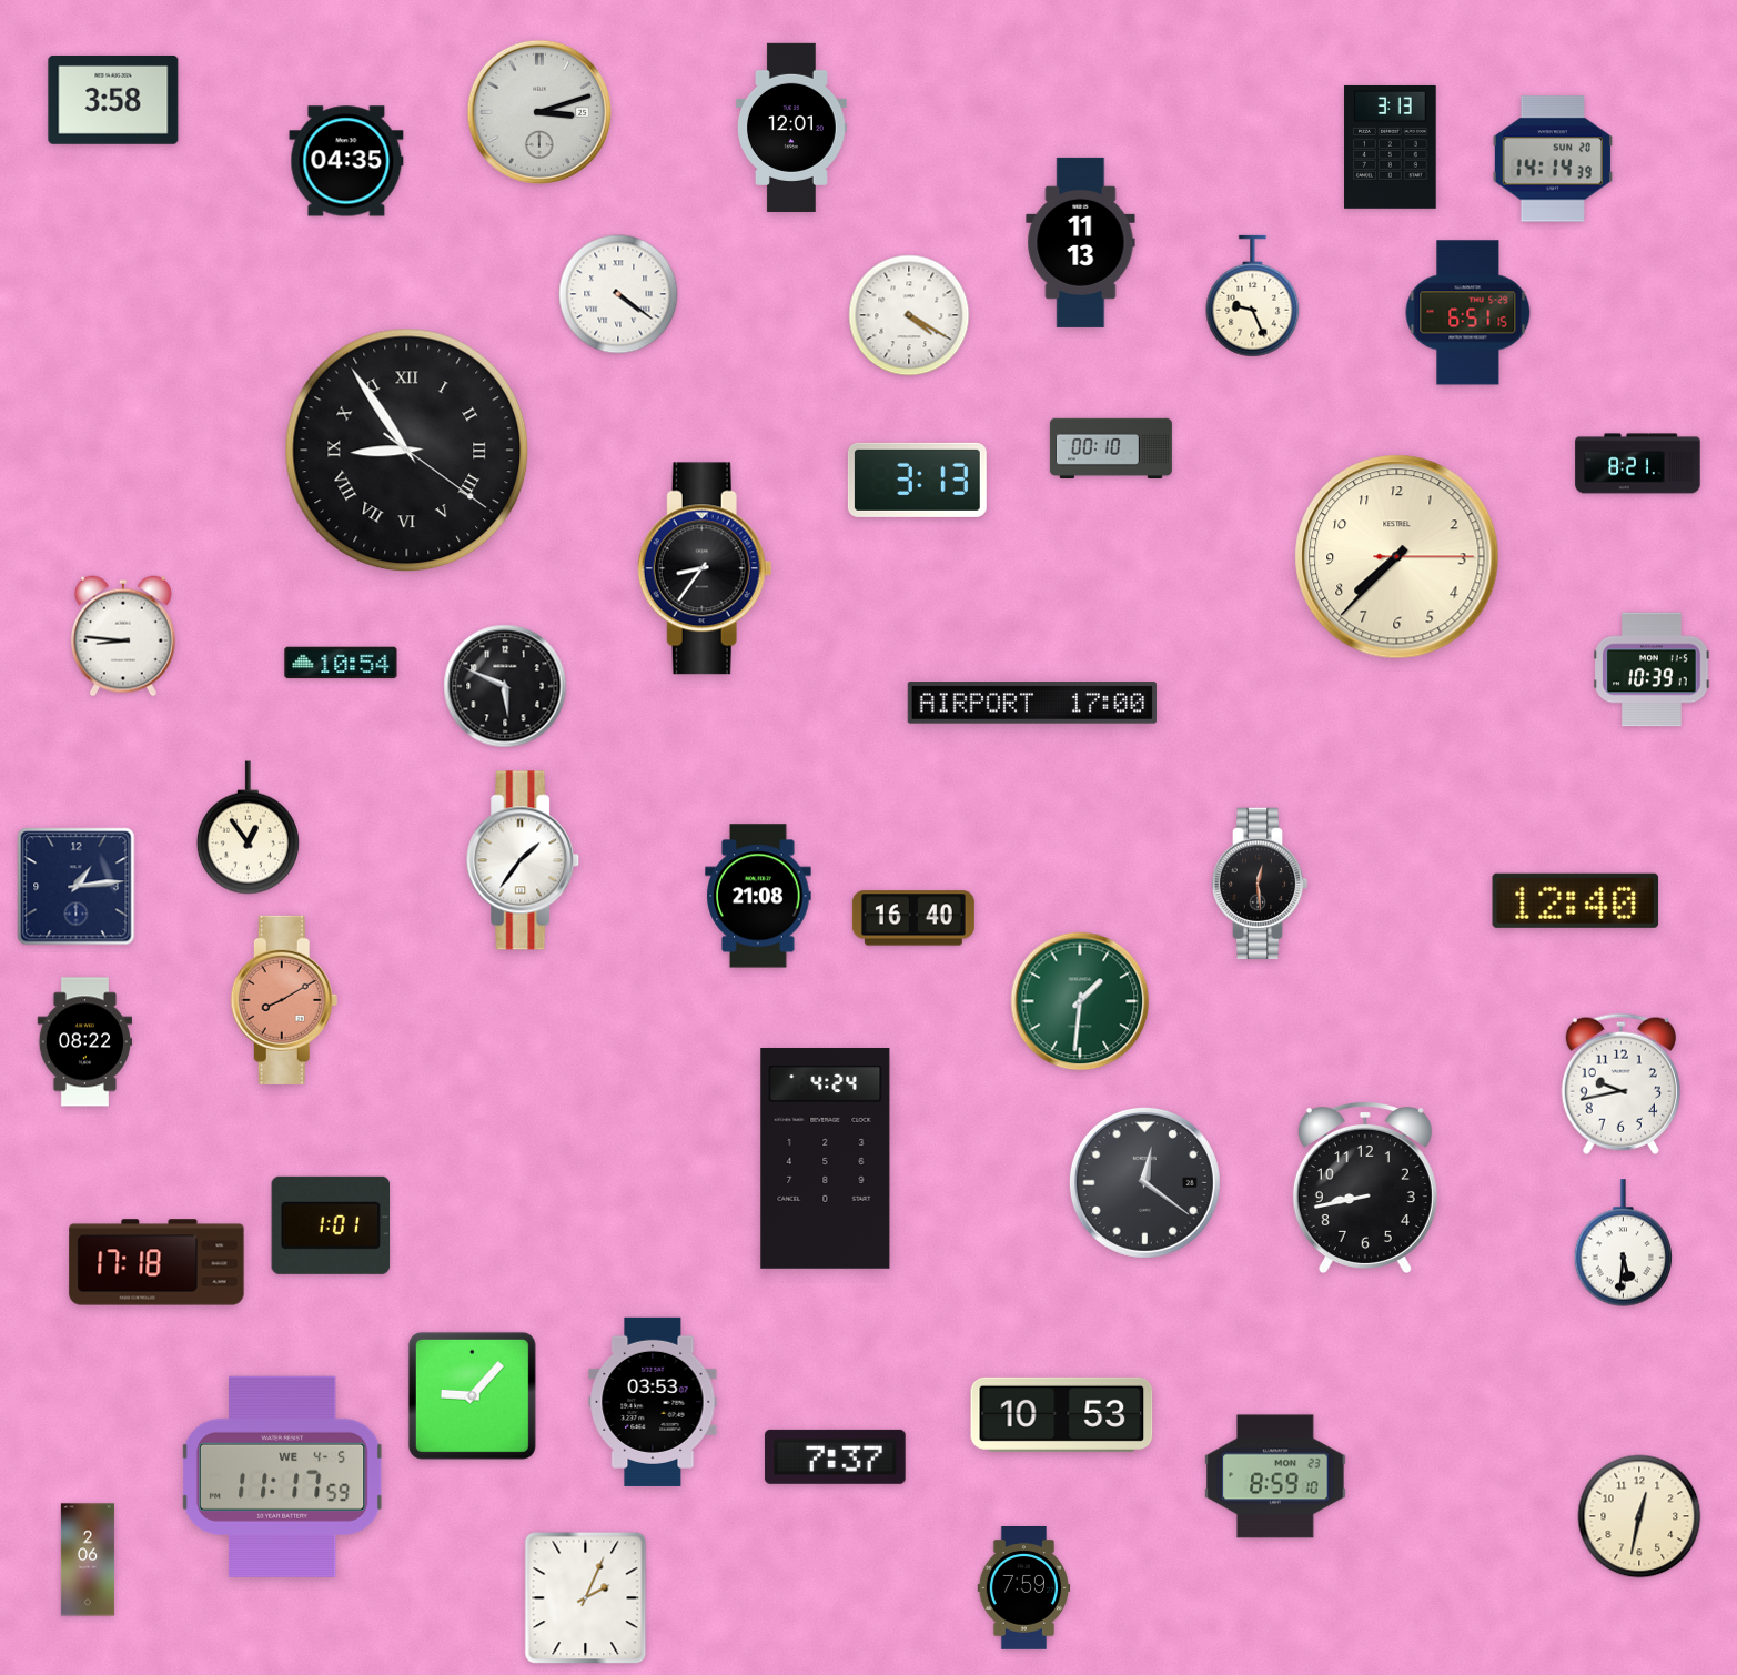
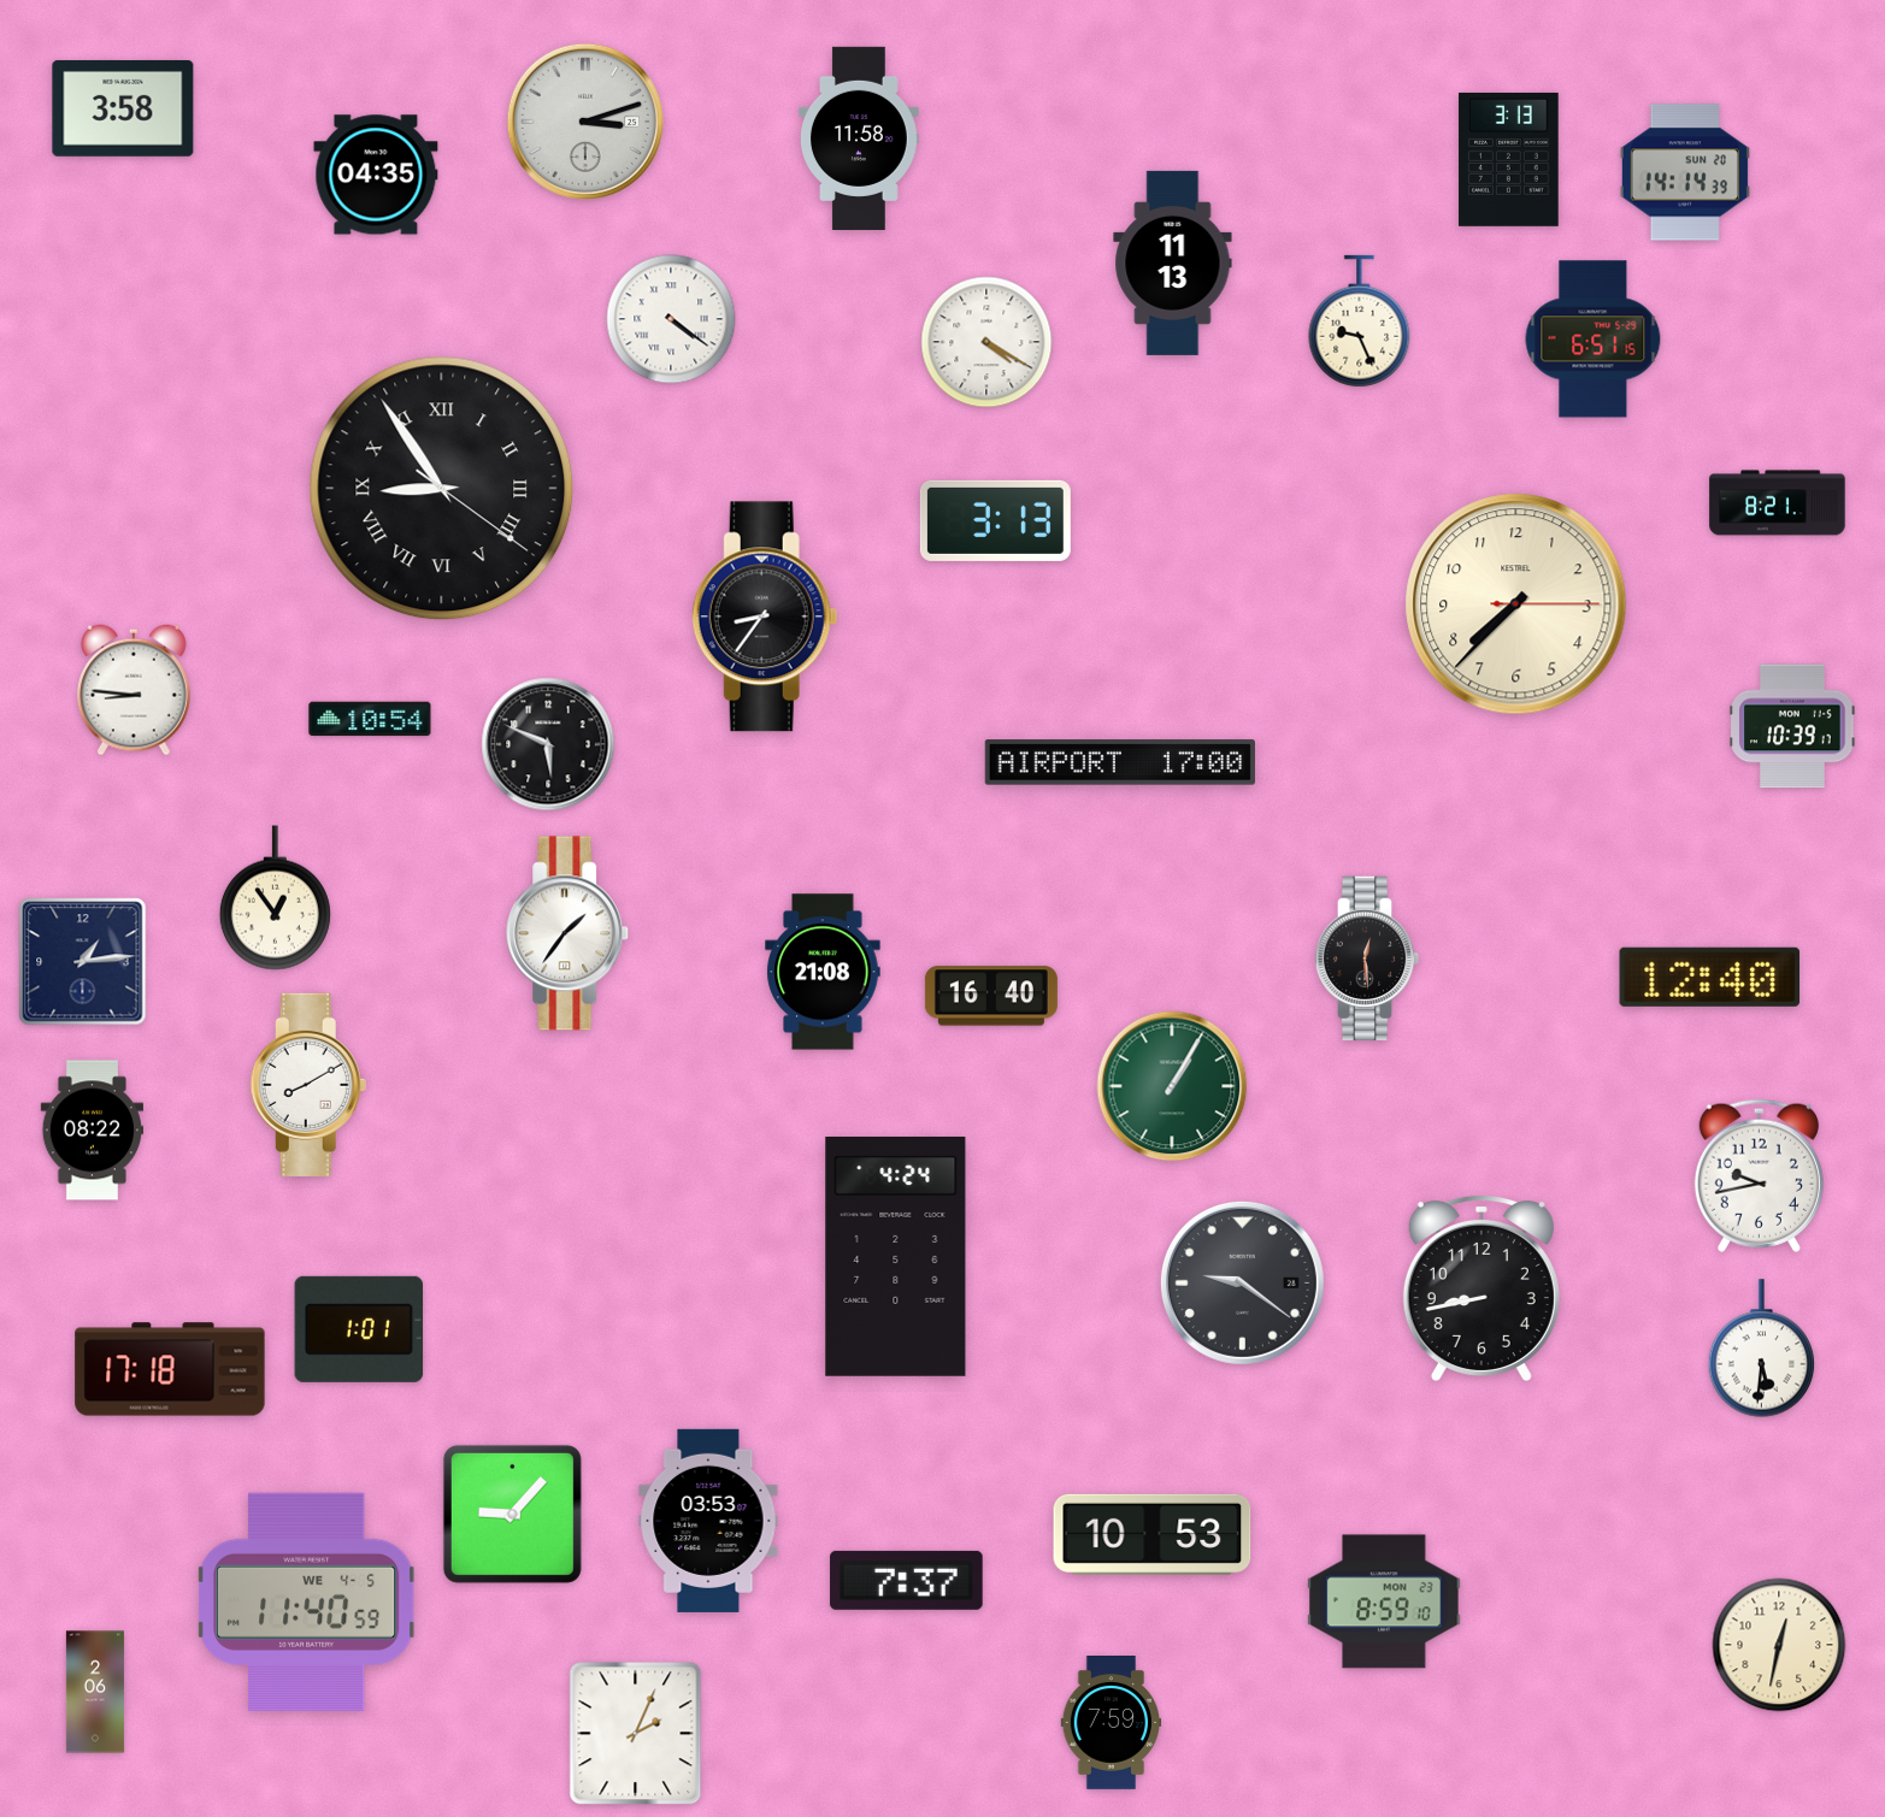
clock at (792, 128): 12:01 -> 11:58
clock at (1111, 447): 00:10 -> none
clock at (248, 828) position: (248, 828) -> (275, 898)
clock at (284, 1000) dial: salmon -> white
clock at (1080, 1001): 1:31 -> 1:05
clock at (1144, 1182): 12:21 -> 9:21
clock at (282, 1476): 11:17 -> 11:40
